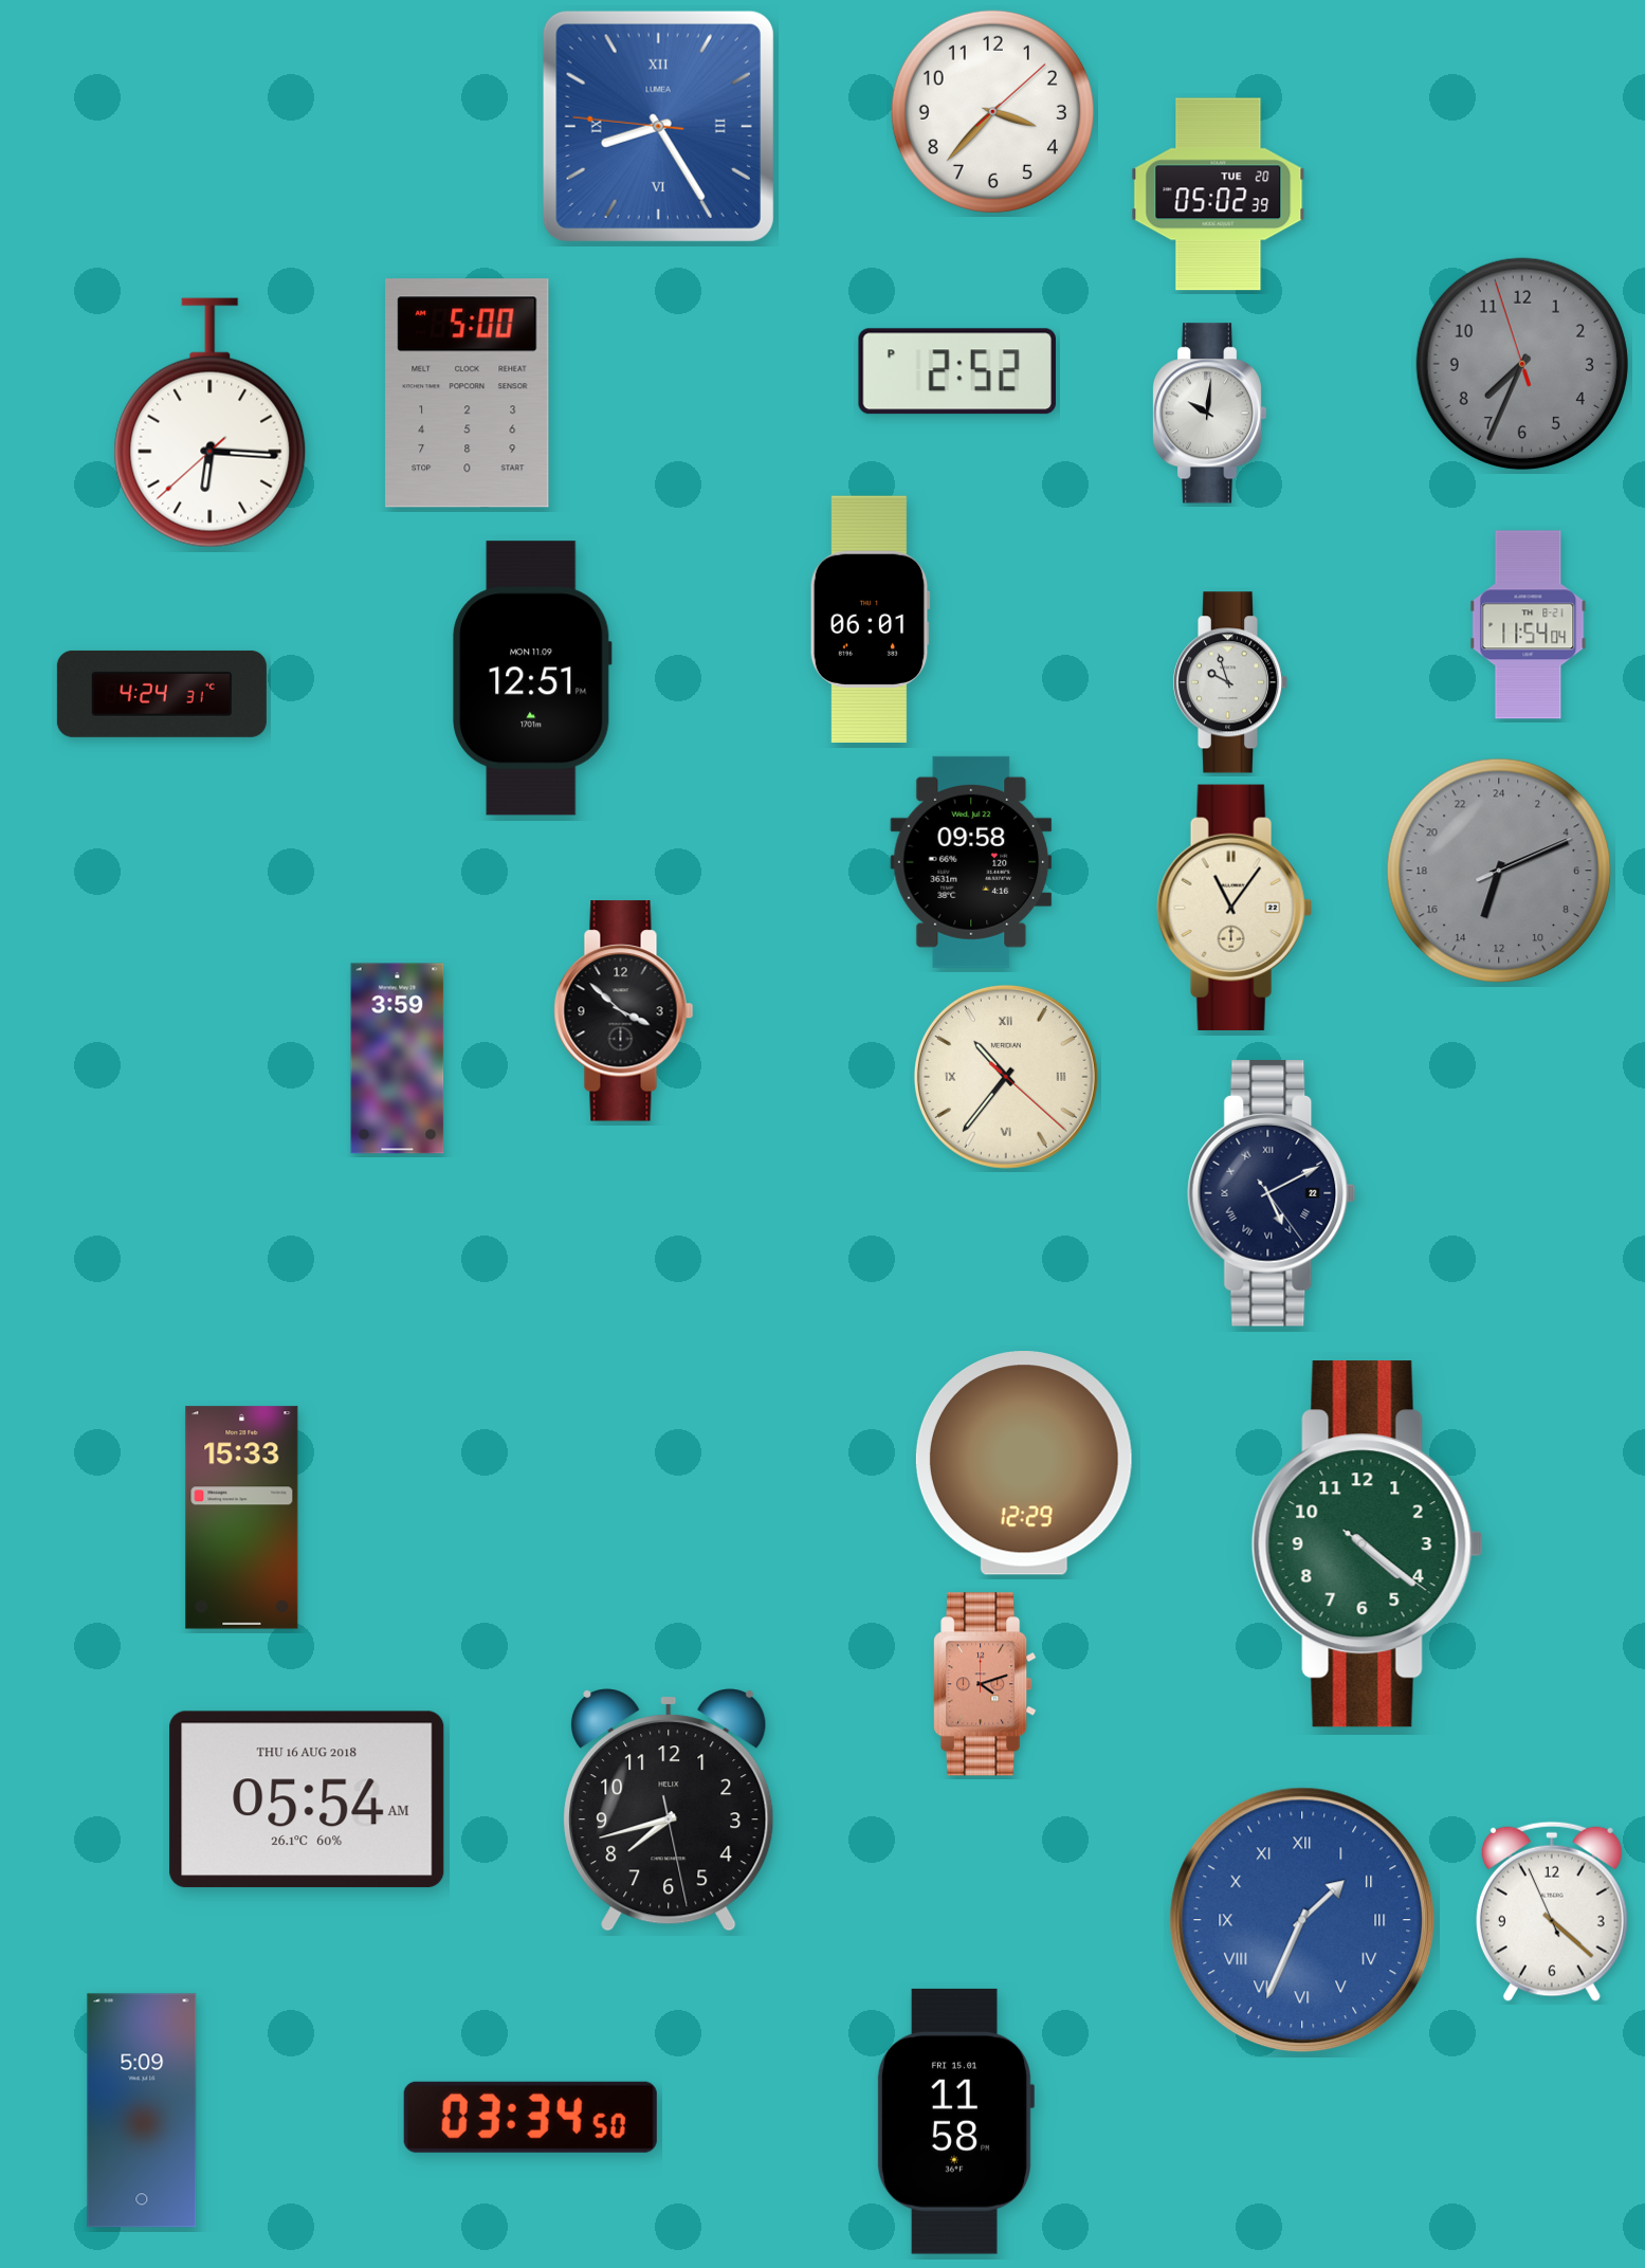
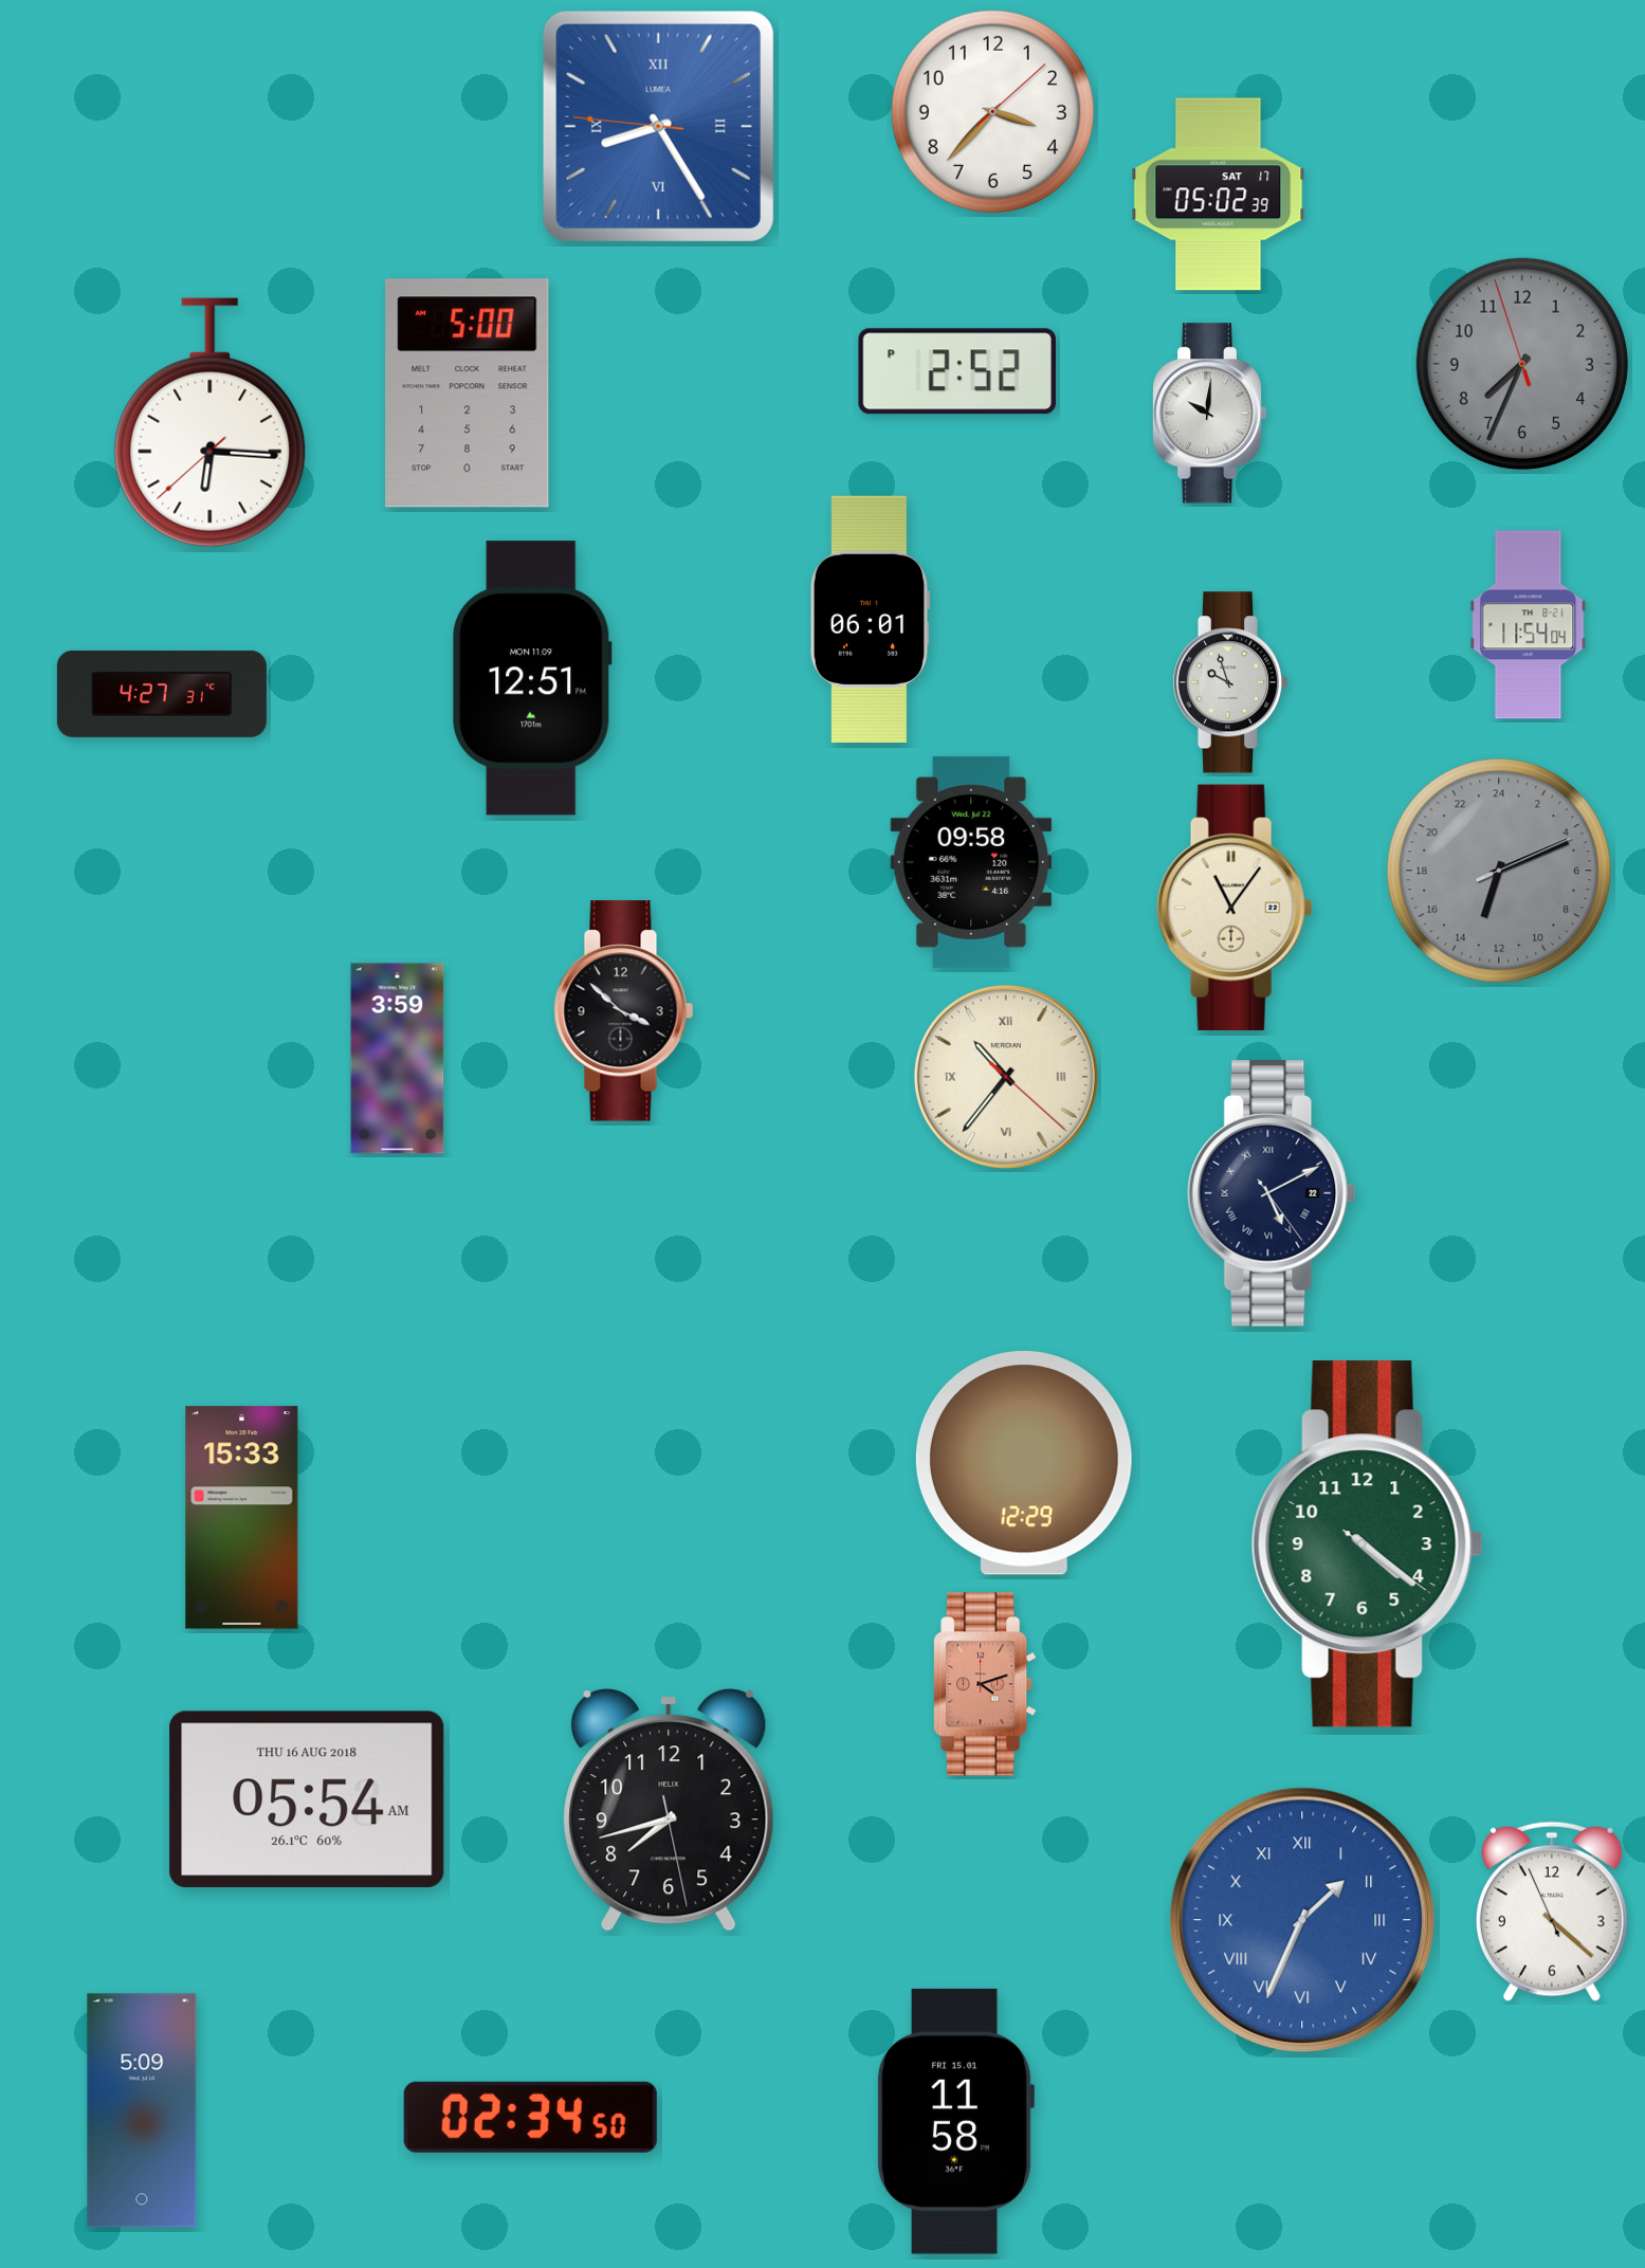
clock at (1219, 195) date: TUE 20 -> SAT 17
clock at (162, 694): 4:24 -> 4:27
clock at (530, 2117): 03:34 -> 02:34
